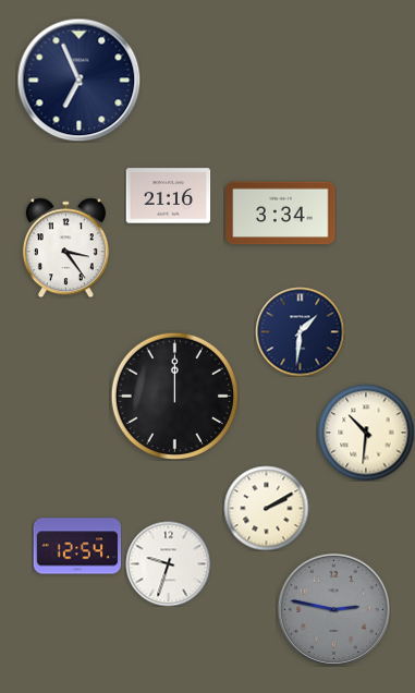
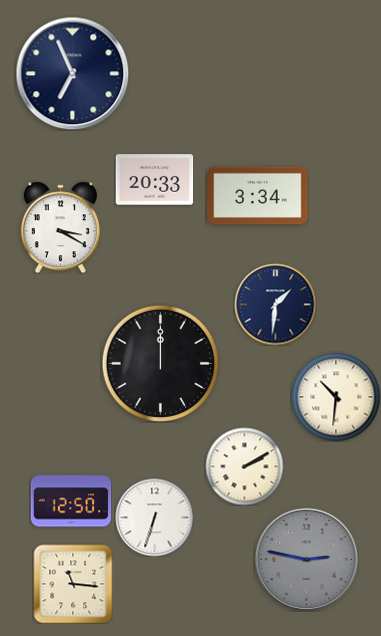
clock at (168, 196): 21:16 -> 20:33
clock at (65, 247): 3:24 -> 3:20
clock at (77, 546): 12:54 -> 12:50
clock at (168, 563): 9:33 -> 6:33
clock at (73, 584): none -> 11:16
